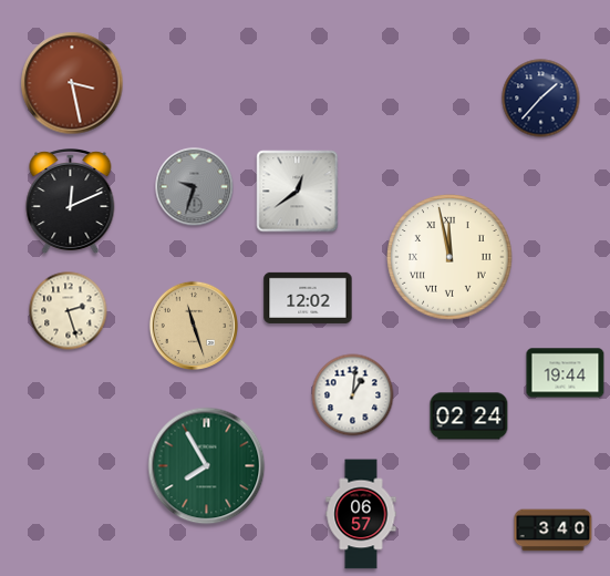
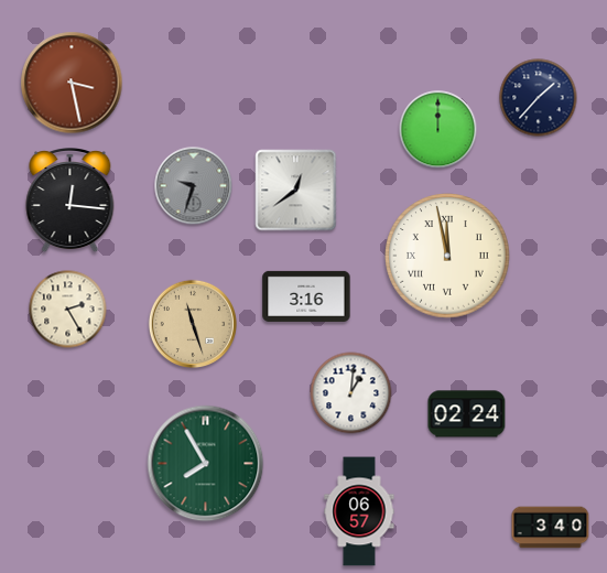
clock at (438, 130): none -> 12:00
clock at (71, 203): 12:11 -> 12:16
clock at (308, 298): 12:02 -> 3:16
clock at (69, 311): 2:27 -> 2:25
clock at (566, 373): 19:44 -> none
